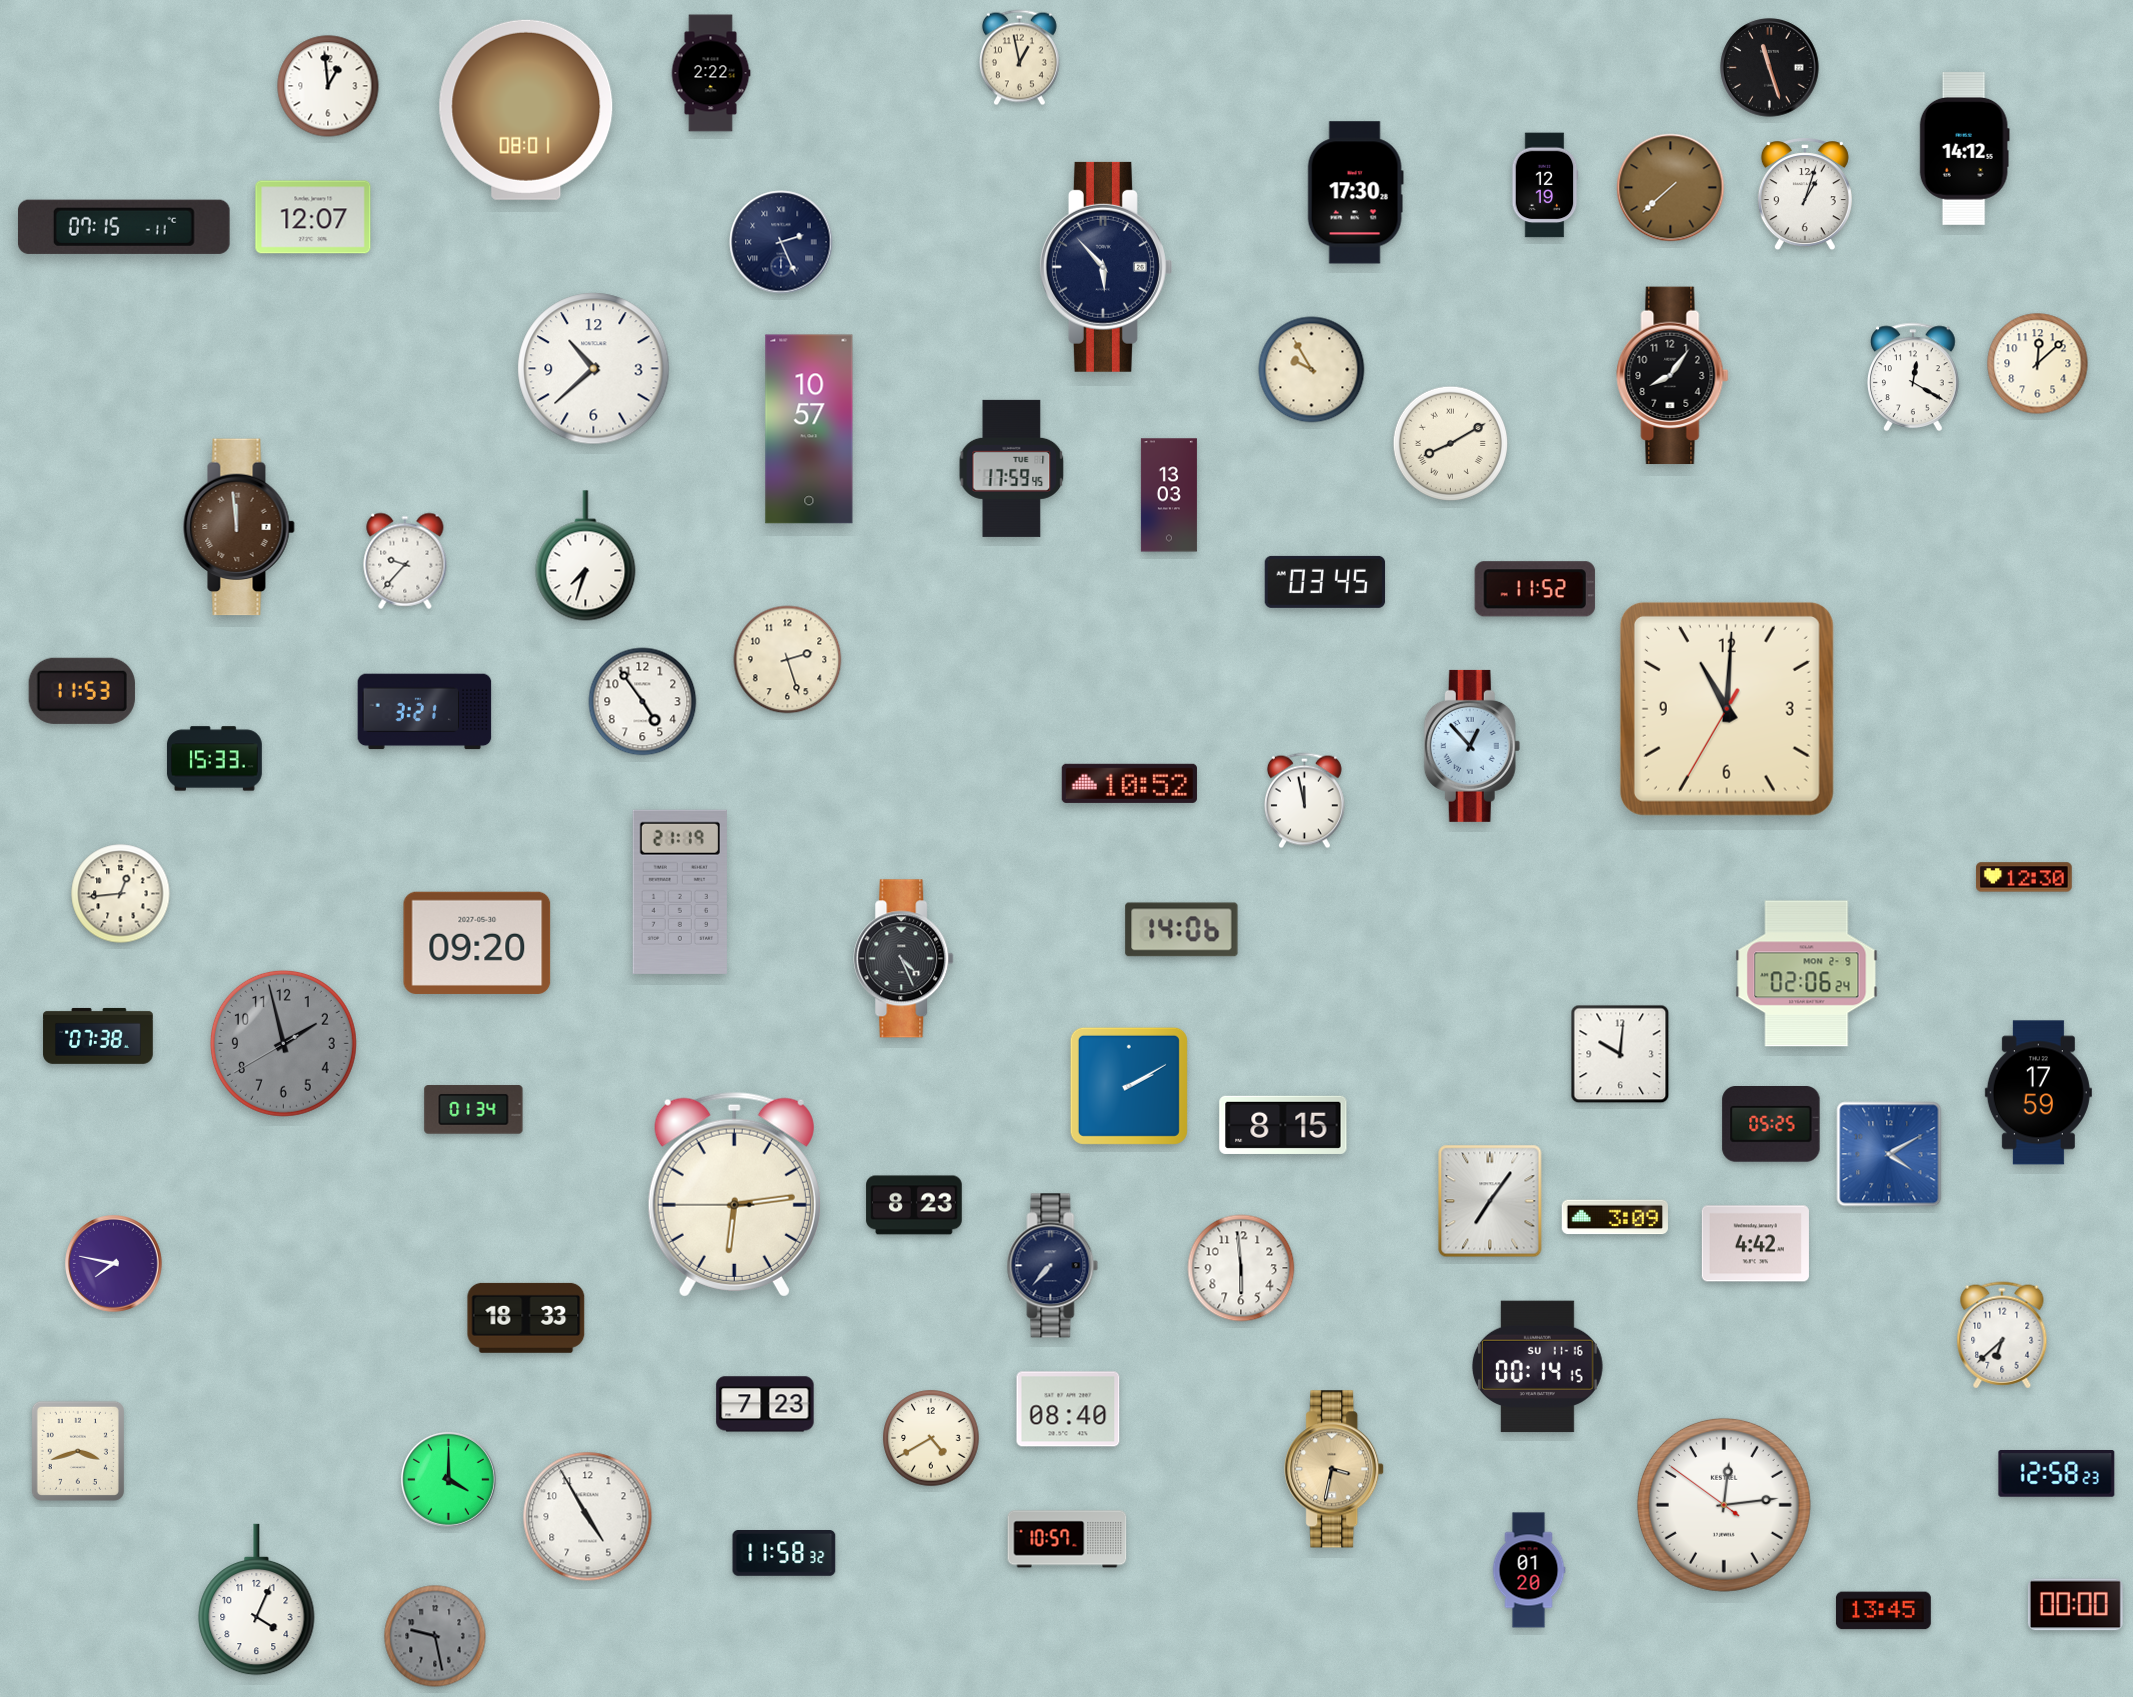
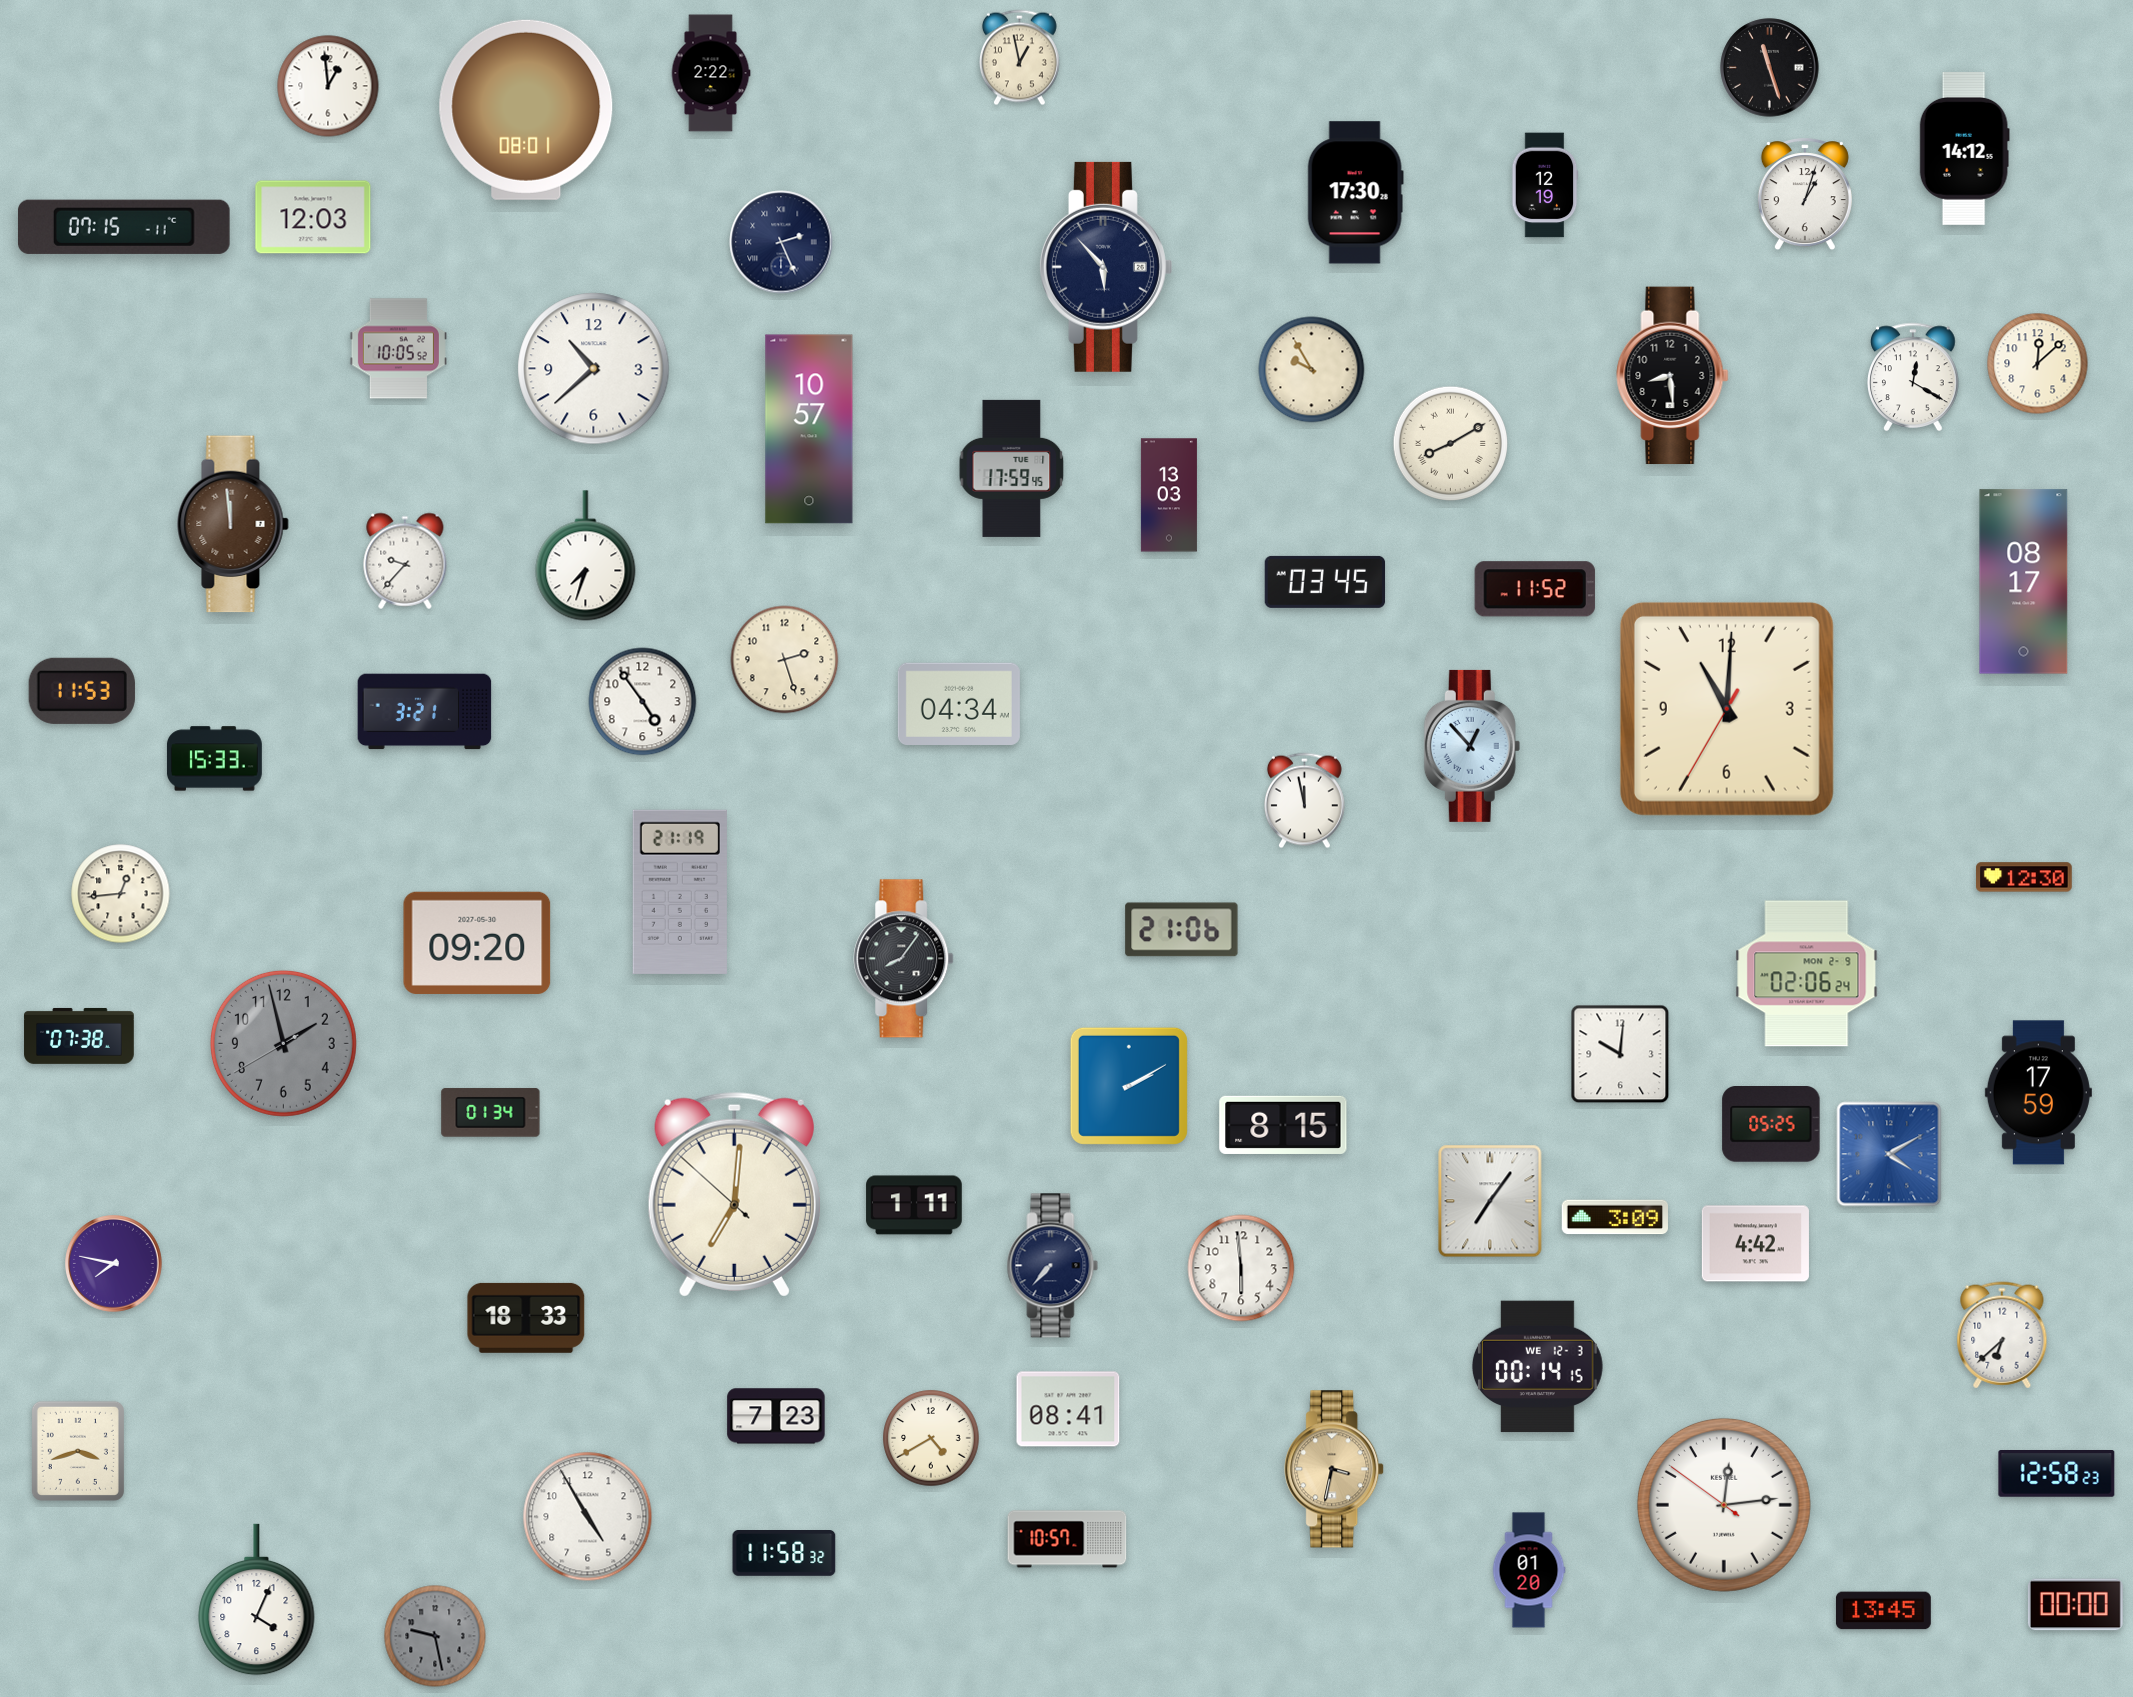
clock at (1671, 188): 7:38 -> none
clock at (313, 217): 12:07 -> 12:03
clock at (398, 349): none -> 10:05
clock at (1673, 376): 8:06 -> 8:29
clock at (239, 527) position: (239, 527) -> (233, 524)
clock at (2024, 582): none -> 08:17
clock at (788, 660) position: (788, 660) -> (785, 660)
clock at (959, 703): none -> 04:34
clock at (1129, 783): 10:52 -> none
clock at (1182, 930): 14:06 -> 21:06
clock at (904, 959): 4:26 -> 8:06
clock at (98, 1036) position: (98, 1036) -> (79, 1036)
clock at (474, 1110) position: (474, 1110) -> (491, 1113)
clock at (734, 1194): 6:13 -> 7:00
clock at (914, 1205): 8:23 -> 1:11
clock at (1537, 1367) date: SU 11-16 -> WE 12-3
clock at (765, 1404) position: (765, 1404) -> (776, 1416)
clock at (1068, 1409): 08:40 -> 08:41
clock at (448, 1479): 4:00 -> none
